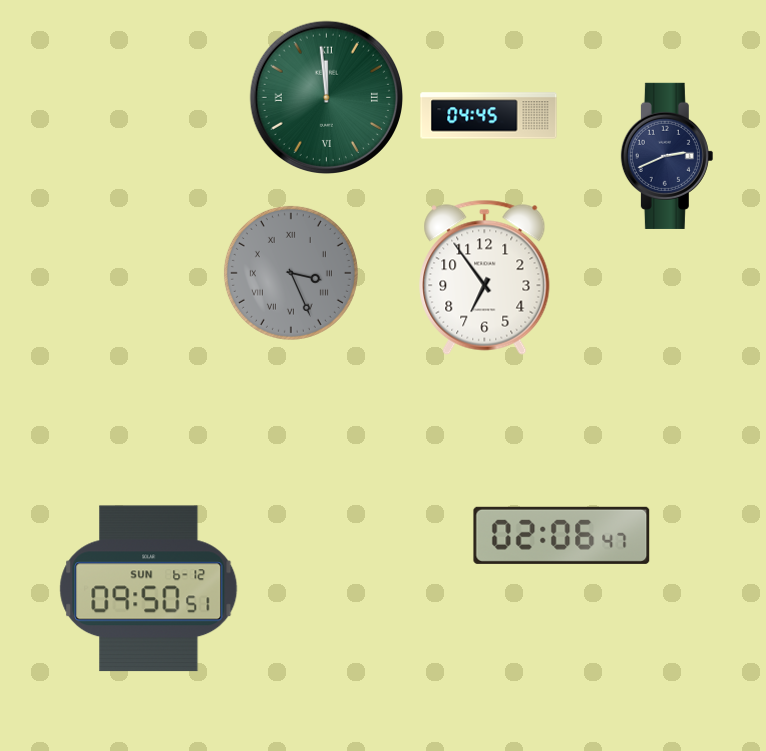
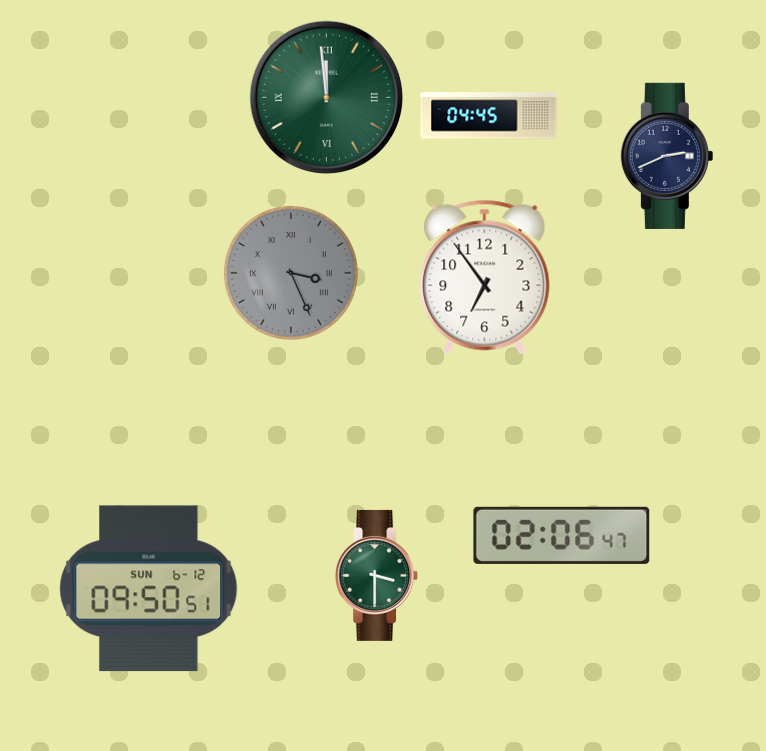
clock at (377, 575): none -> 3:30
